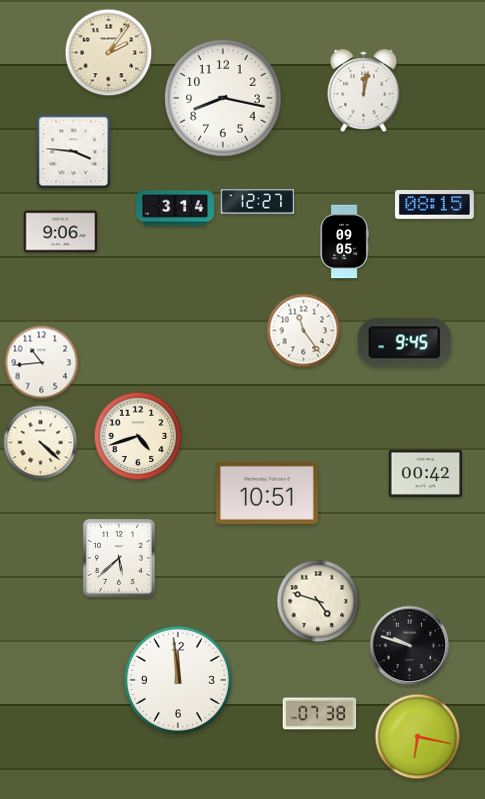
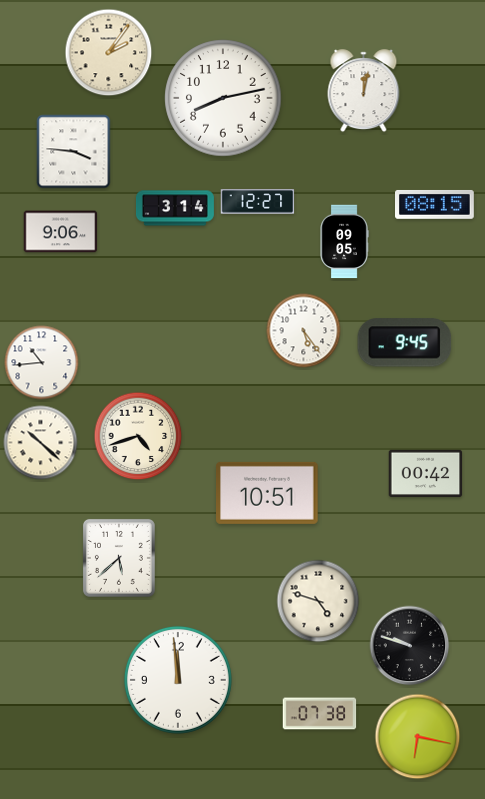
clock at (223, 98): 8:17 -> 8:13
clock at (304, 331): 11:24 -> 5:24
clock at (41, 443): 4:22 -> 10:22
